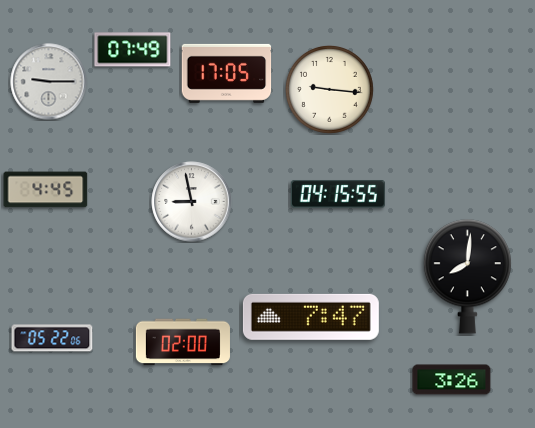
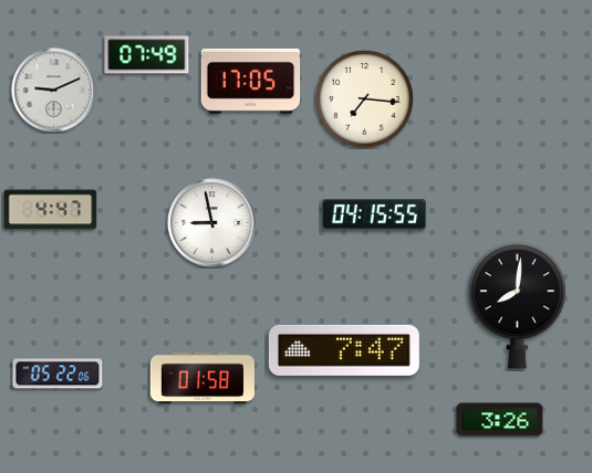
clock at (49, 82): 9:15 -> 9:11
clock at (329, 89): 9:16 -> 7:16
clock at (46, 190): 4:45 -> 4:47
clock at (183, 342): 02:00 -> 01:58
